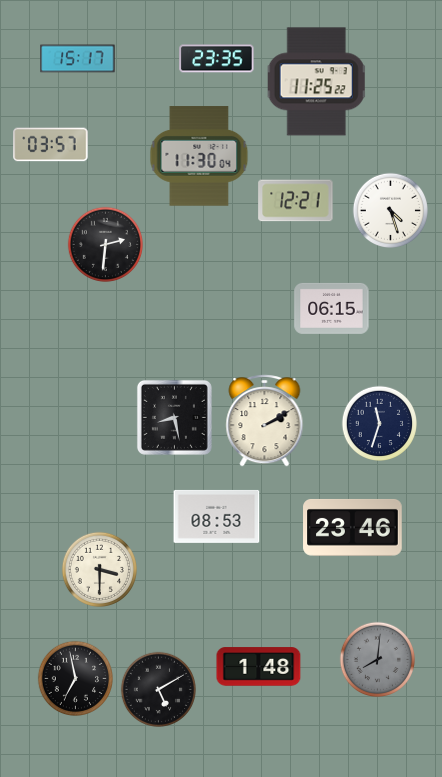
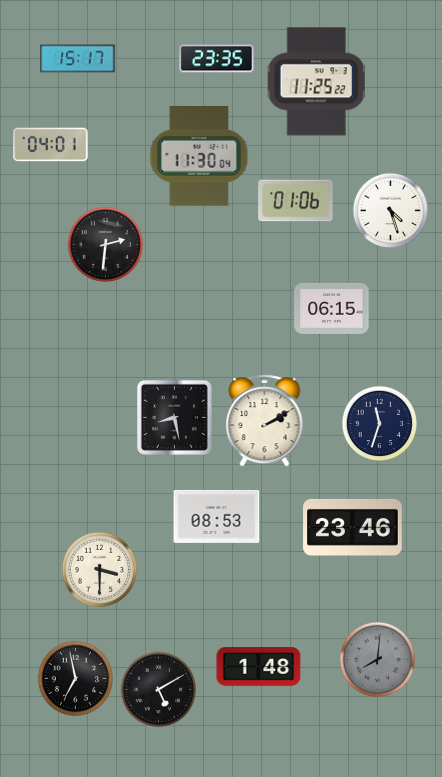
clock at (51, 145): 03:57 -> 04:01
clock at (296, 201): 12:21 -> 01:06
